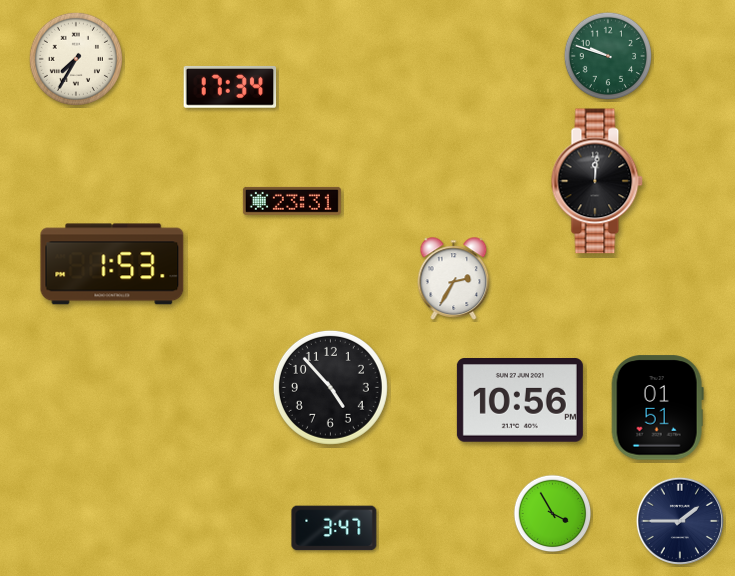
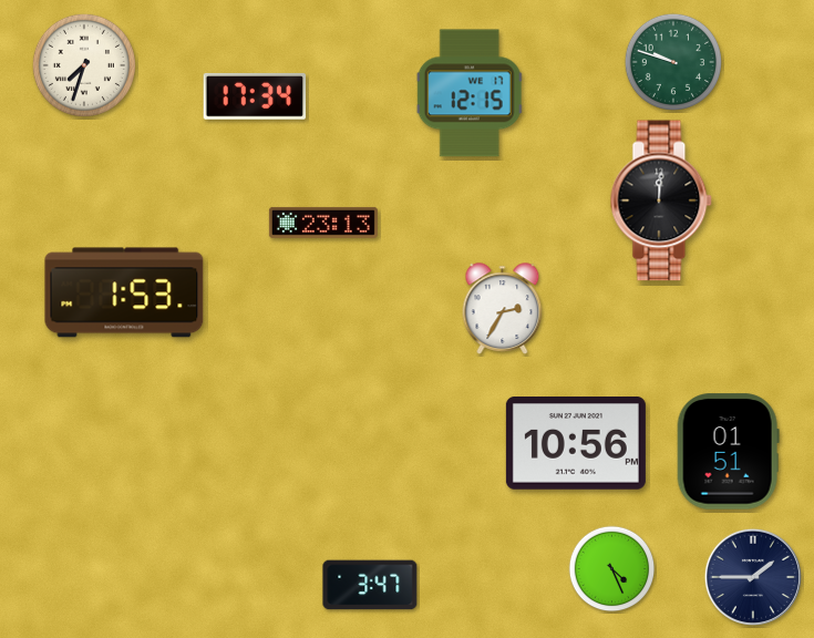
clock at (76, 59): 7:35 -> 7:33
clock at (470, 93): none -> 12:15
clock at (292, 201): 23:31 -> 23:13
clock at (330, 387): 4:53 -> none
clock at (553, 514): 3:55 -> 4:26
